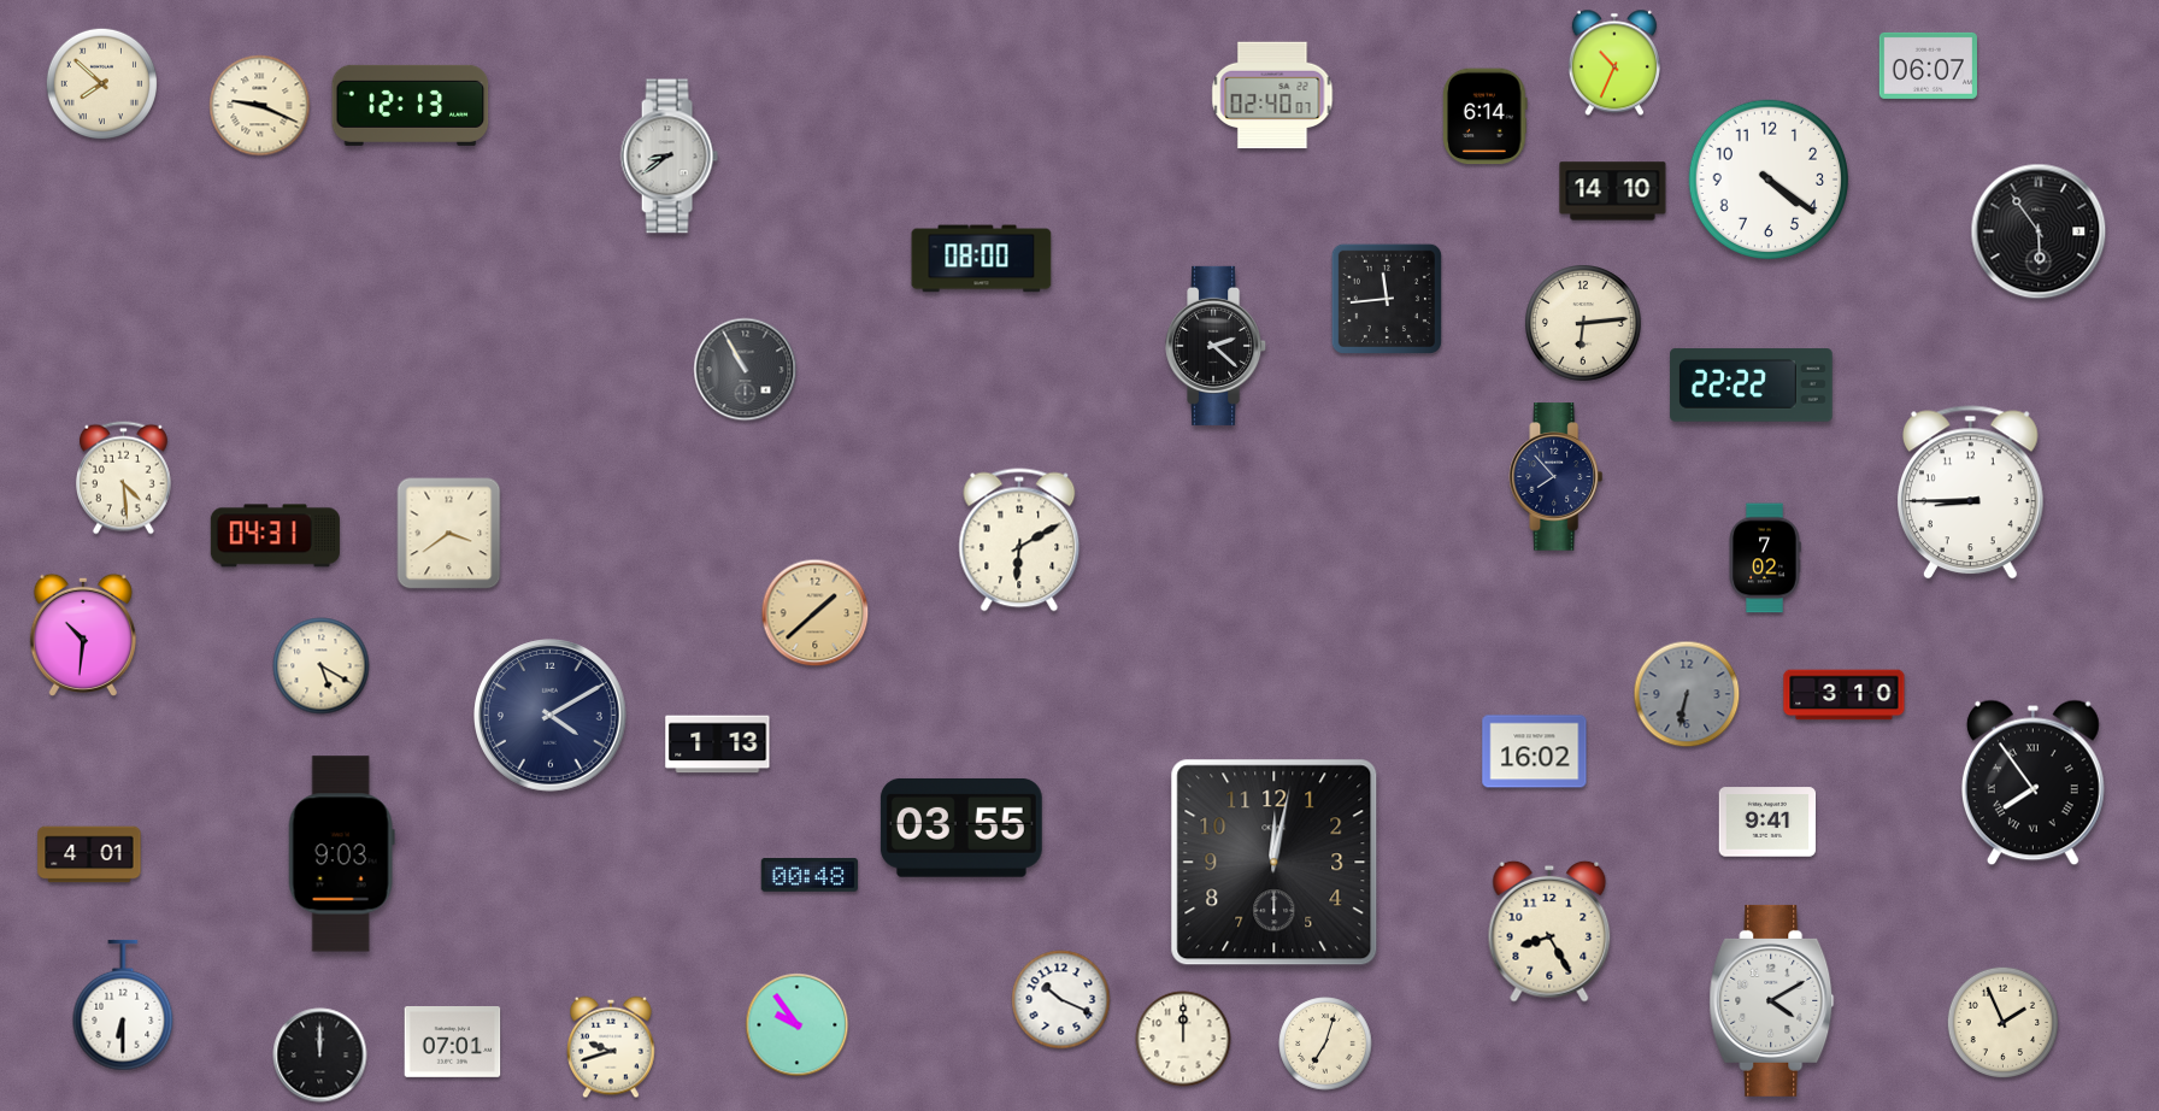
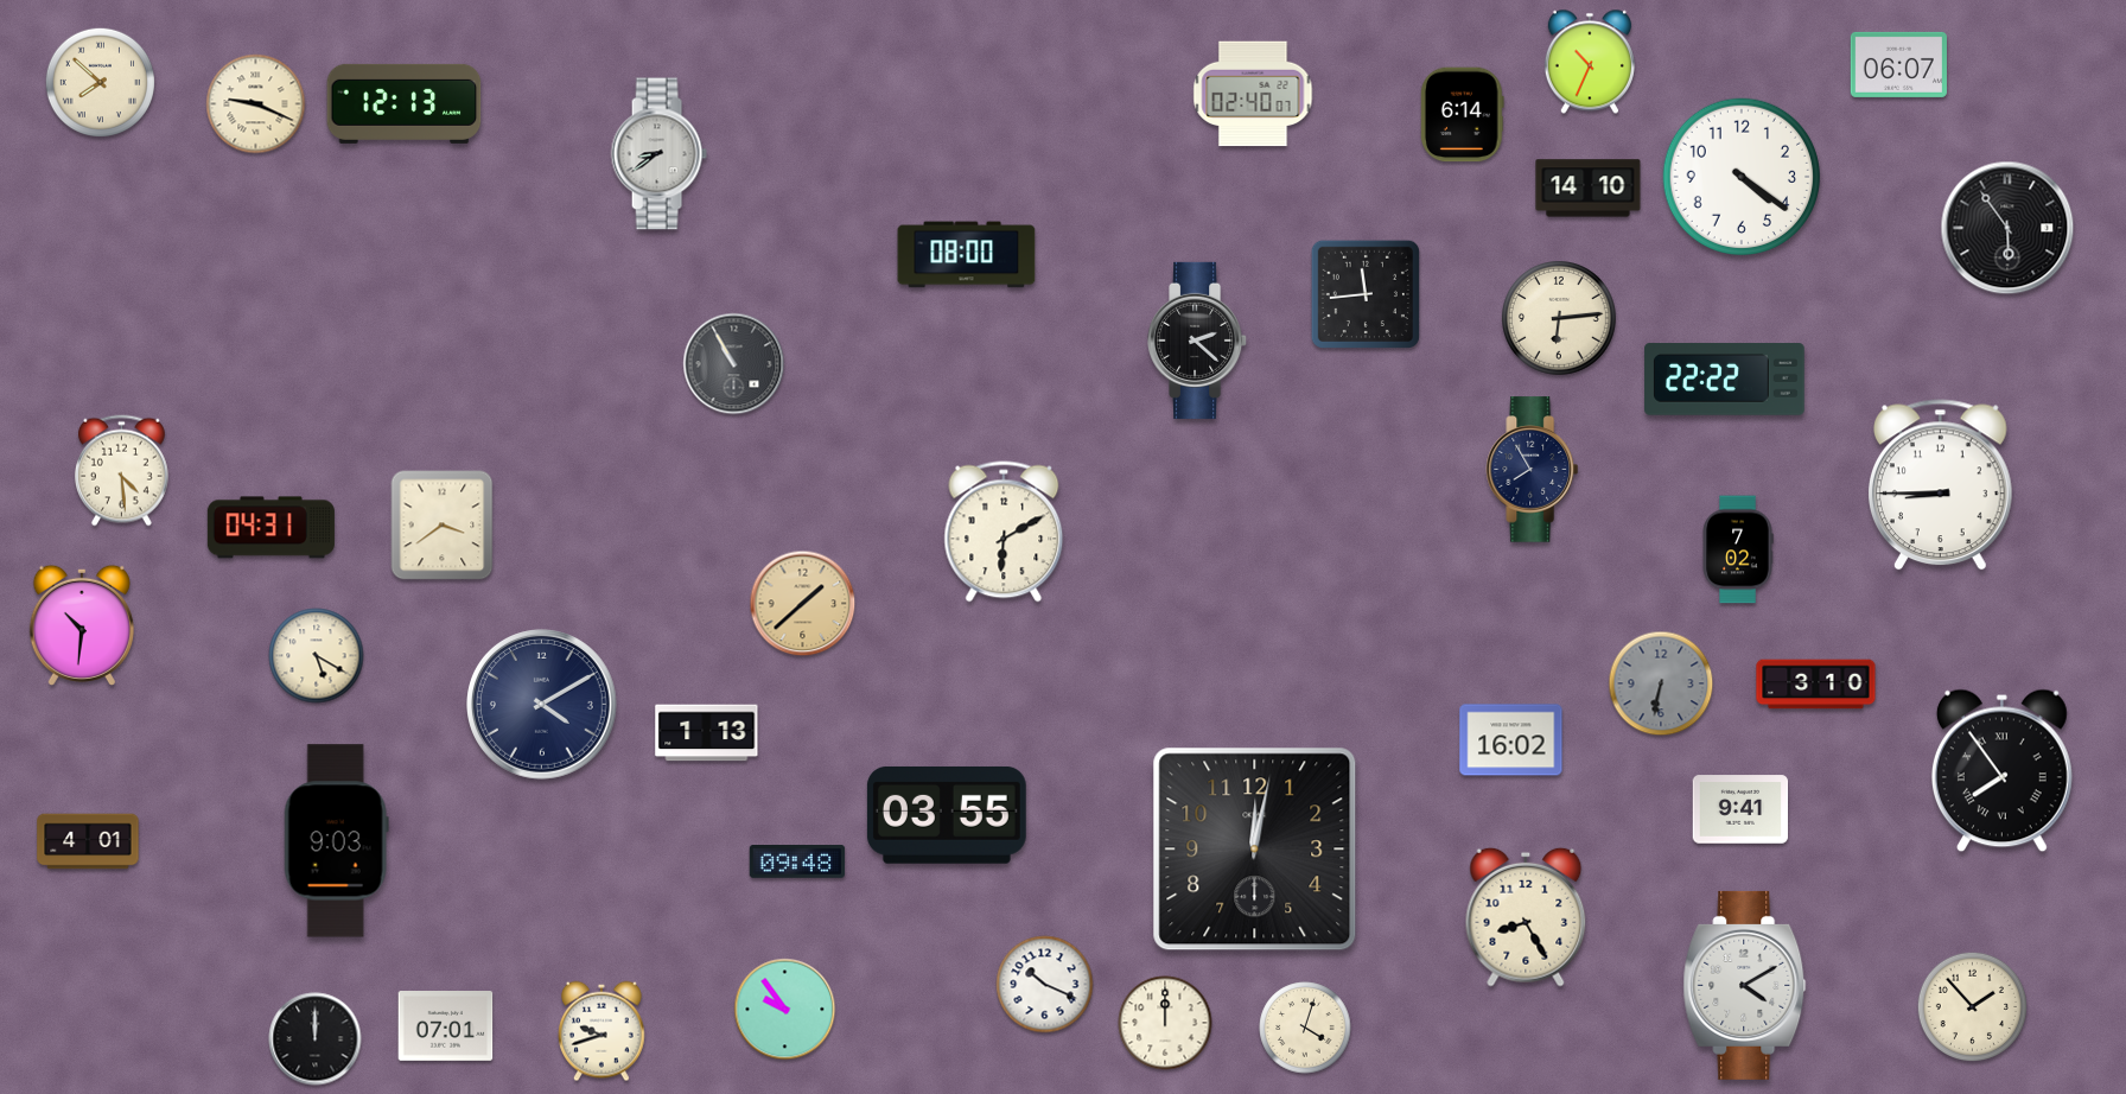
clock at (1557, 477): 7:53 -> 7:55
clock at (810, 876): 00:48 -> 09:48
clock at (123, 1005): 6:30 -> none
clock at (2002, 1022): 1:56 -> 1:53
clock at (1325, 1044): 7:03 -> 4:03
